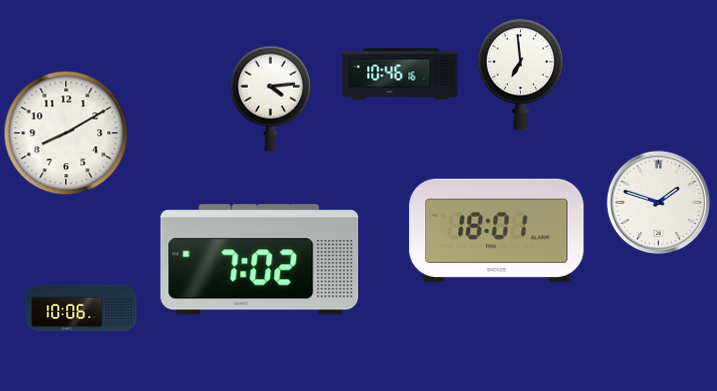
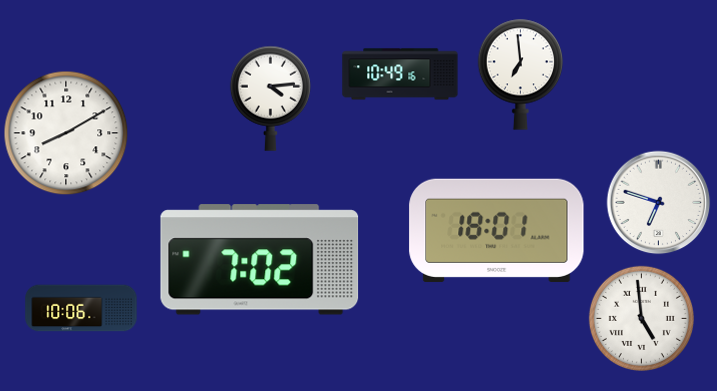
clock at (400, 74): 10:46 -> 10:49
clock at (658, 202): 1:48 -> 6:48
clock at (641, 318): none -> 4:59
